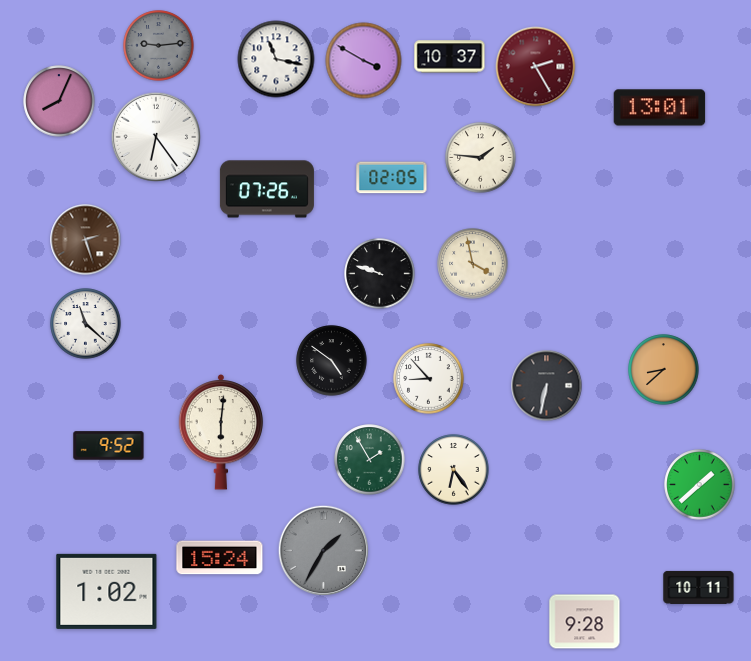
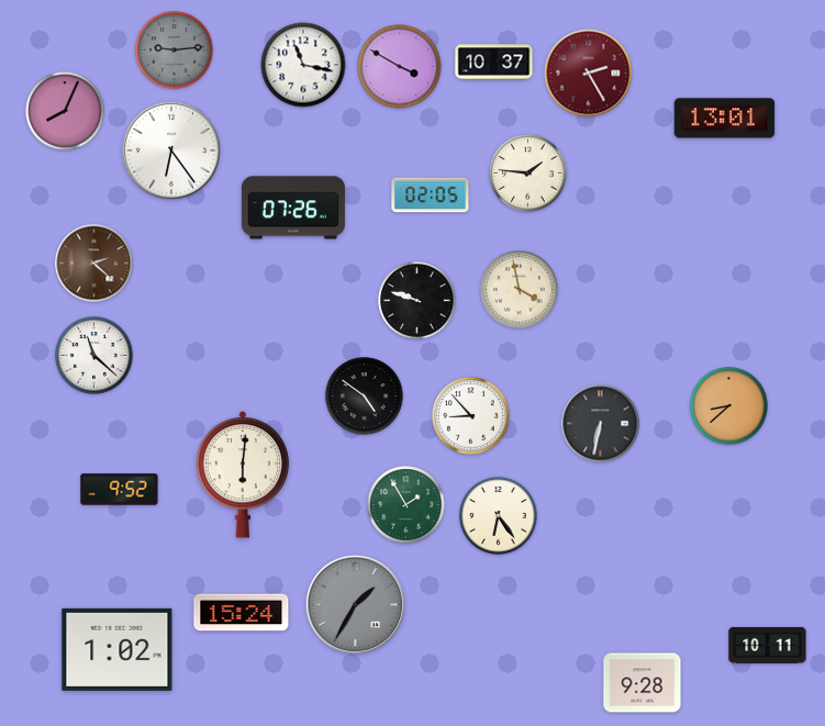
clock at (86, 240): 2:27 -> 2:22
clock at (700, 485): 1:38 -> none
